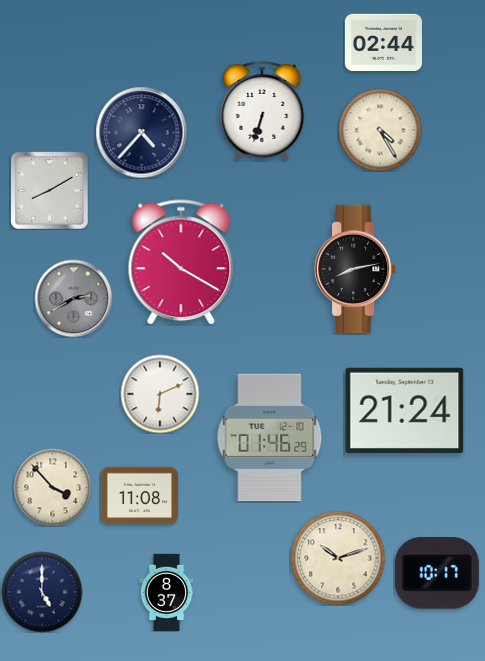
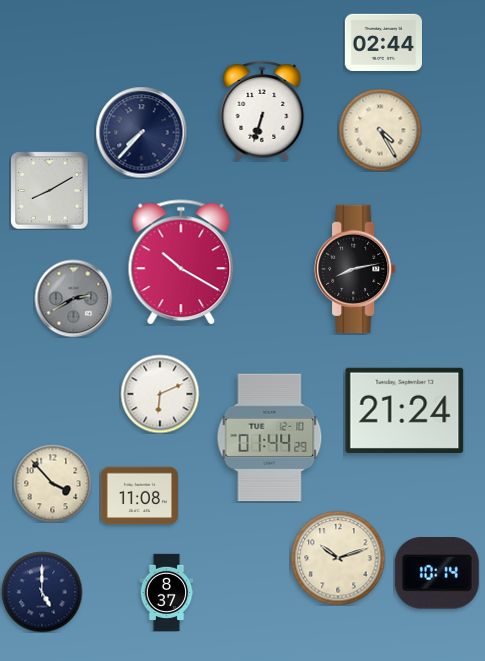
clock at (141, 132): 4:37 -> 7:37
clock at (270, 438): 01:46 -> 01:44
clock at (52, 487) position: (52, 487) -> (52, 483)
clock at (437, 573): 10:17 -> 10:14
